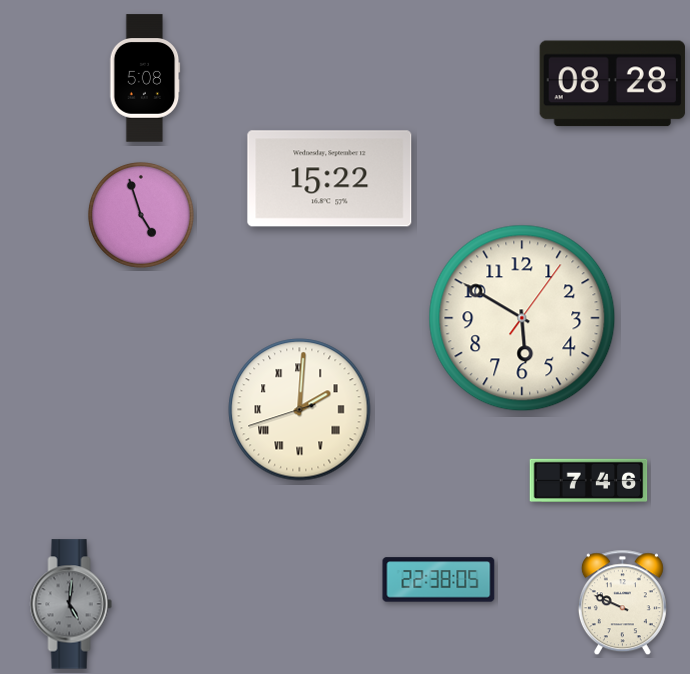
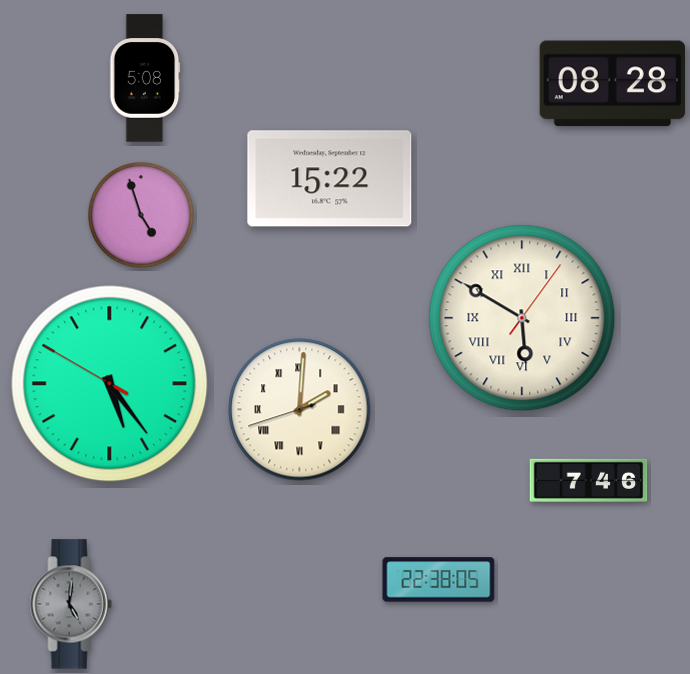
clock at (522, 318) numerals: Arabic -> Roman
clock at (110, 384): none -> 5:23
clock at (622, 603): 9:49 -> none
